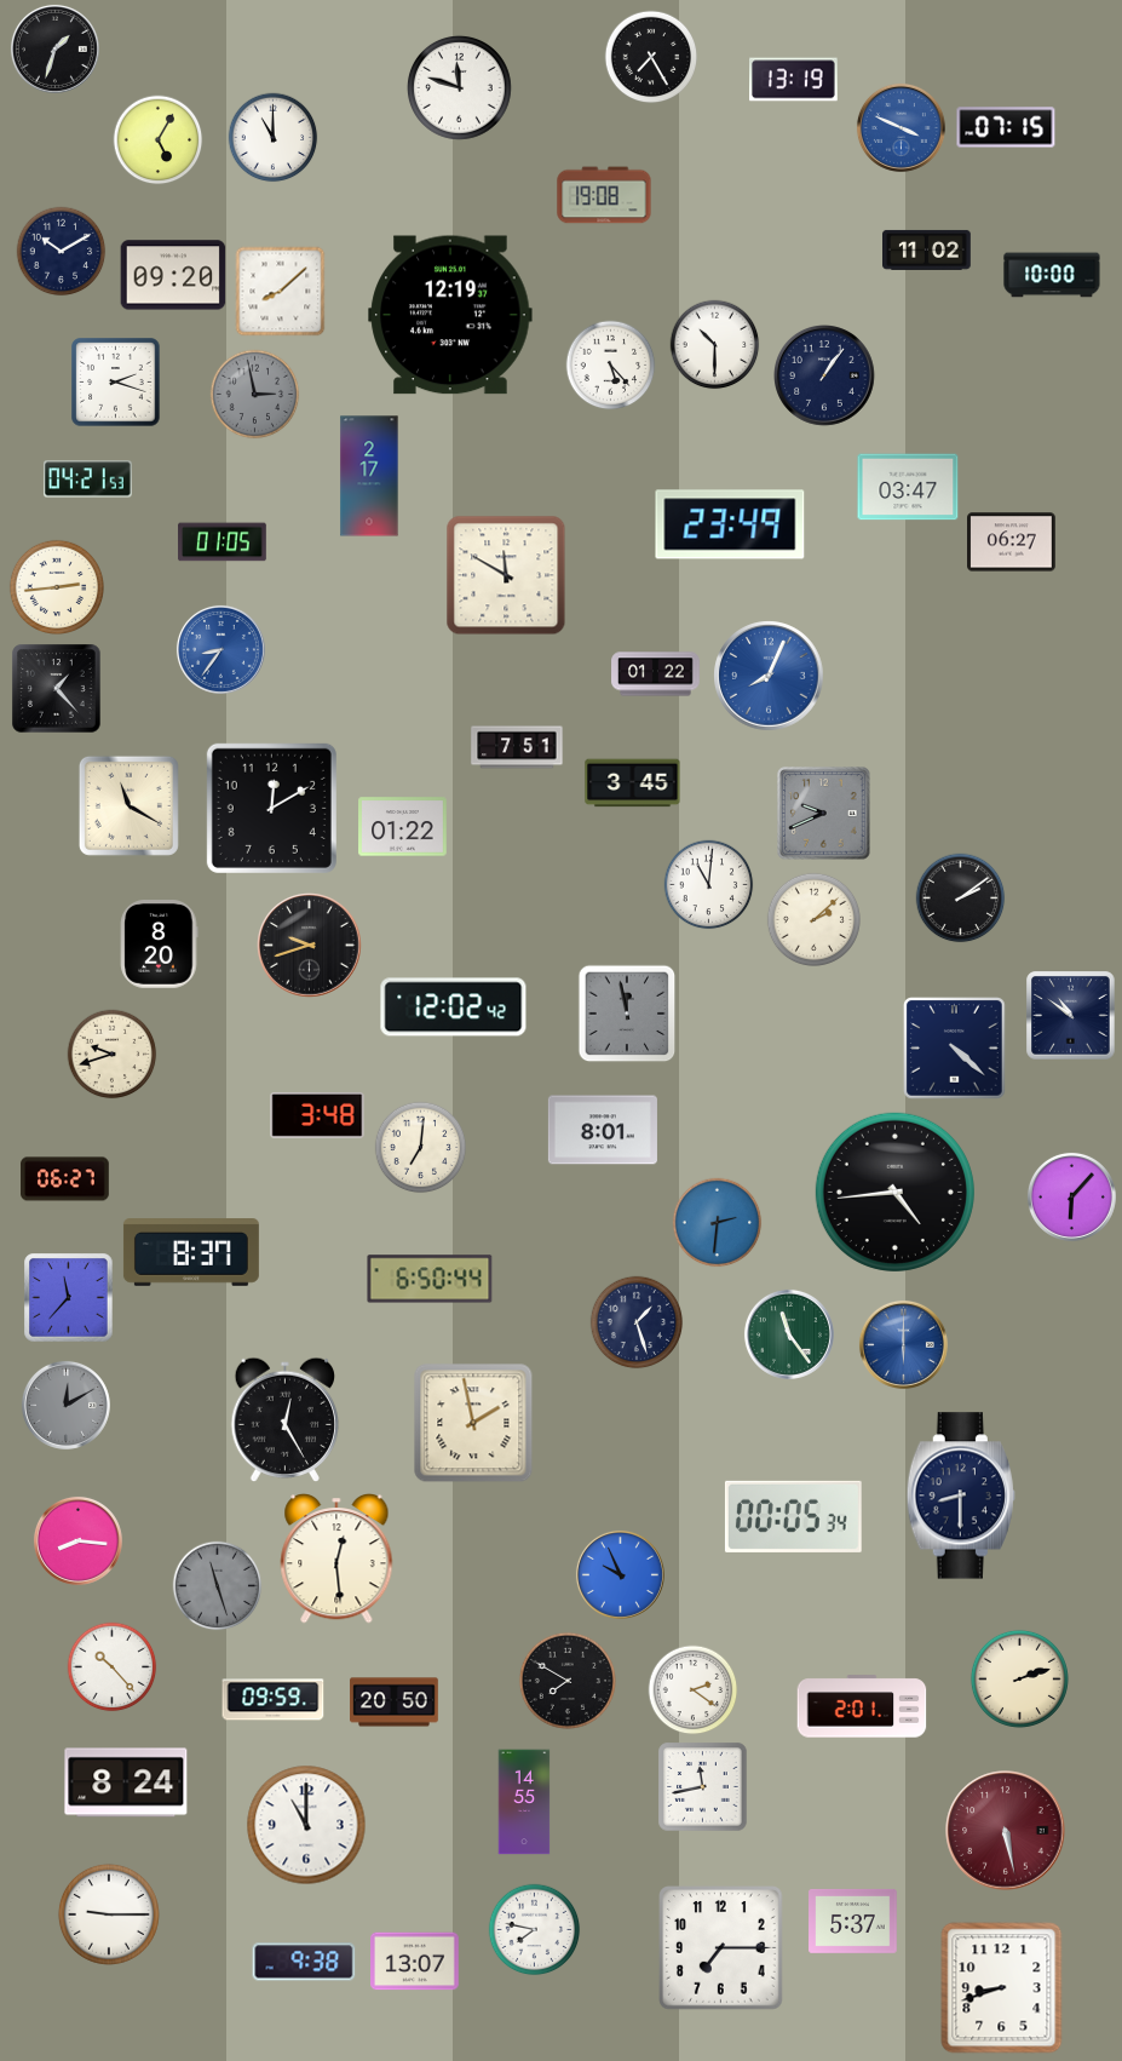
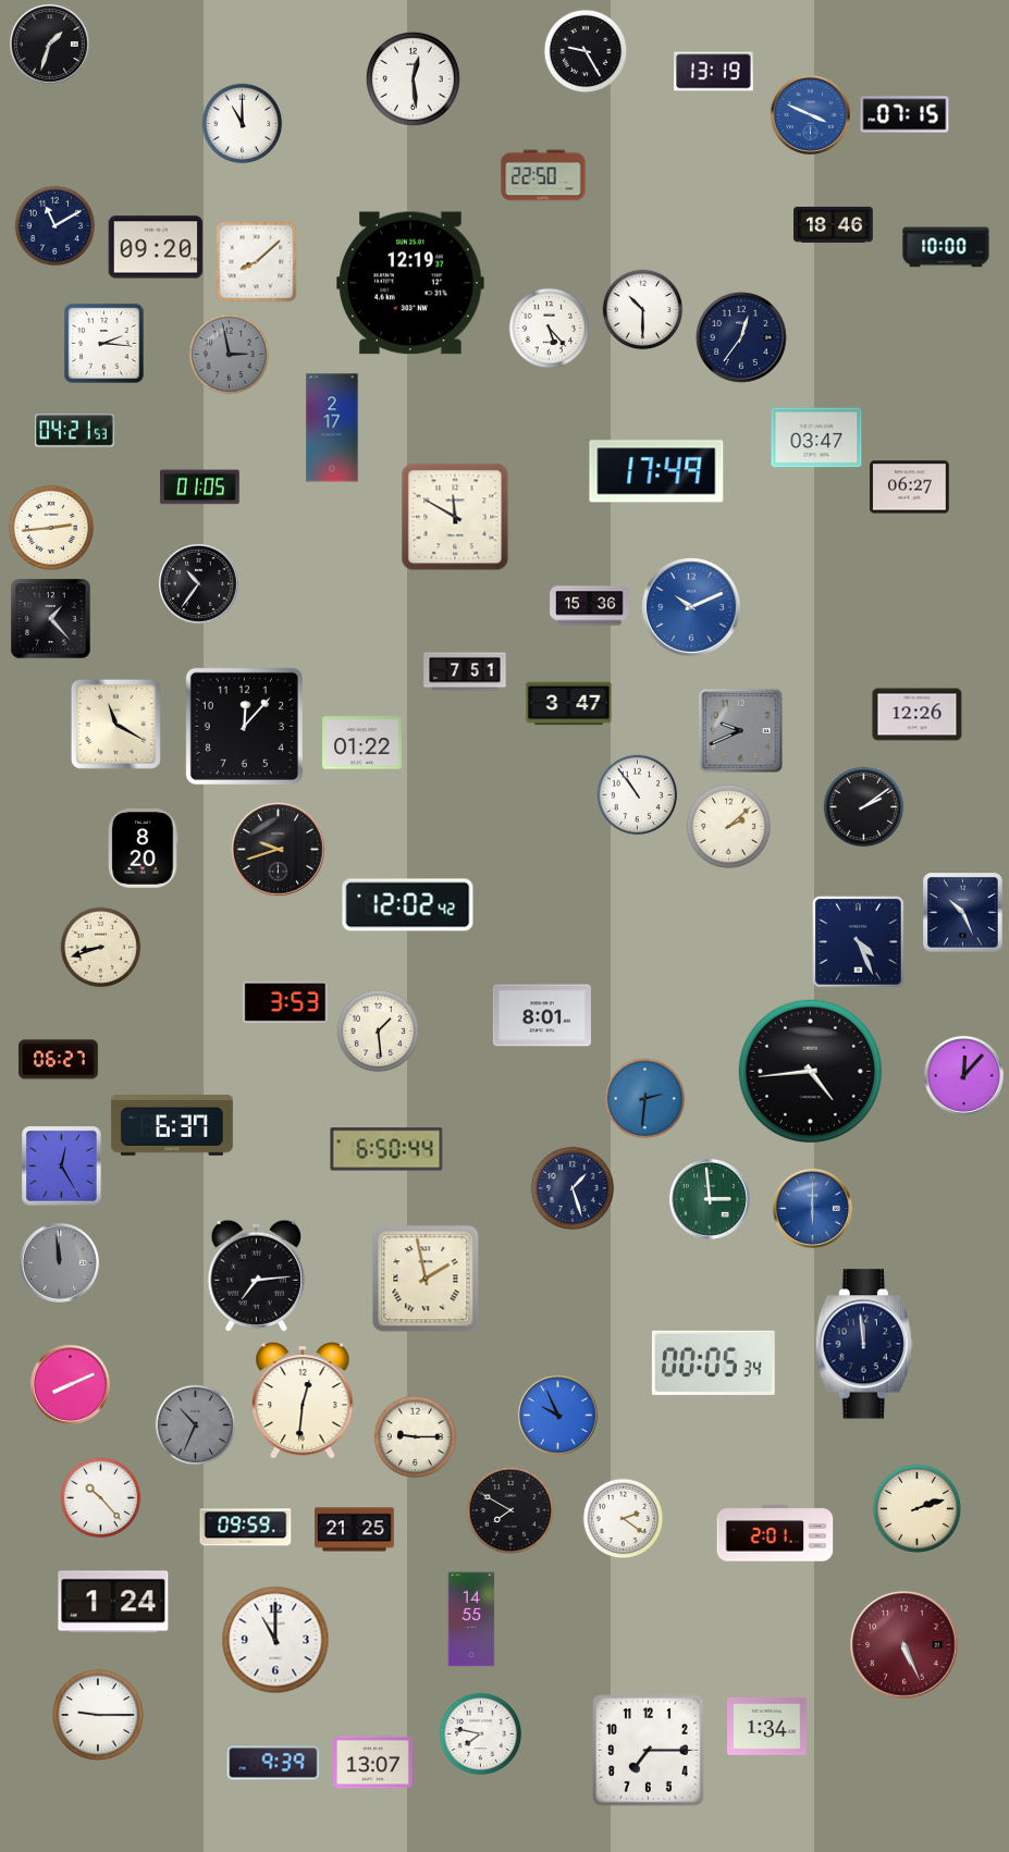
clock at (651, 57): 7:25 -> 9:25
clock at (460, 88): 11:48 -> 12:29
clock at (274, 138) position: (274, 138) -> (243, 124)
clock at (159, 140): 5:05 -> none
clock at (604, 195): 19:08 -> 22:50
clock at (927, 249): 11:02 -> 18:46
clock at (62, 252): 10:10 -> 11:10
clock at (281, 292) position: (281, 292) -> (257, 262)
clock at (450, 315) position: (450, 315) -> (410, 283)
clock at (825, 377): 1:06 -> 12:36
clock at (116, 383): 2:18 -> 2:16
clock at (87, 480) position: (87, 480) -> (74, 431)
clock at (730, 524): 23:49 -> 17:49
clock at (220, 649): 8:36 -> 10:36
clock at (220, 649) dial: blue -> black
clock at (656, 674): 01:22 -> 15:36
clock at (769, 676): 8:04 -> 10:11
clock at (633, 783): 3:45 -> 3:47
clock at (918, 715): none -> 12:26
clock at (271, 808): 12:10 -> 12:07
clock at (709, 885): 11:01 -> 10:54
clock at (813, 919) position: (813, 919) -> (728, 826)
clock at (627, 1014): 11:58 -> none
clock at (1071, 1016): 10:51 -> 10:26
clock at (955, 1049): 4:22 -> 4:26
clock at (113, 1055): 9:42 -> 8:42
clock at (317, 1116): 3:48 -> 3:53
clock at (421, 1148): 7:01 -> 1:29
clock at (894, 1192) position: (894, 1192) -> (810, 1071)
clock at (1071, 1196): 6:07 -> 12:07
clock at (191, 1252): 8:37 -> 6:37
clock at (69, 1298): 11:37 -> 12:25
clock at (789, 1334): 11:24 -> 2:59
clock at (65, 1405): 12:10 -> 11:59
clock at (286, 1420): 12:25 -> 7:14
clock at (961, 1495): 8:30 -> 11:59
clock at (77, 1540): 8:16 -> 8:11
clock at (336, 1560): 12:29 -> 12:31
clock at (218, 1586): 11:27 -> 10:34
clock at (416, 1437): none -> 9:15
clock at (395, 1703): 20:50 -> 21:25
clock at (126, 1782): 8:24 -> 1:24
clock at (703, 1787): 11:43 -> none
clock at (1006, 1831): 5:28 -> 5:26
clock at (109, 1914) position: (109, 1914) -> (98, 1715)
clock at (853, 1921): 5:37 -> 1:34
clock at (304, 1962): 9:38 -> 9:39
clock at (1002, 1988): 8:42 -> none
